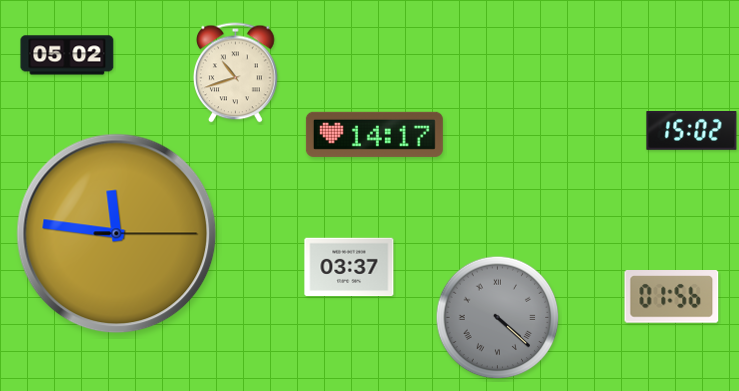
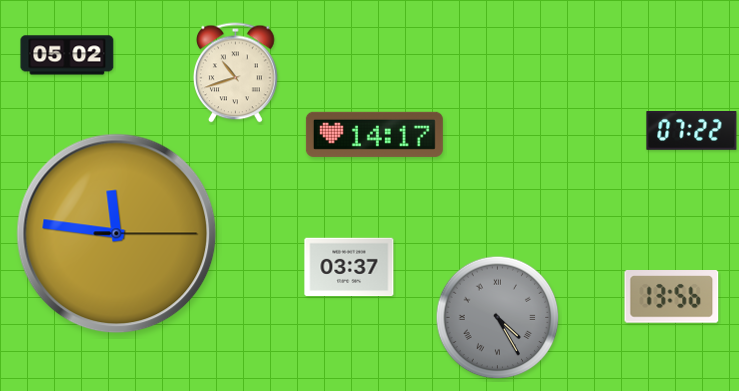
clock at (692, 131): 15:02 -> 07:22
clock at (672, 297): 01:56 -> 13:56
clock at (498, 318): 4:22 -> 4:25
